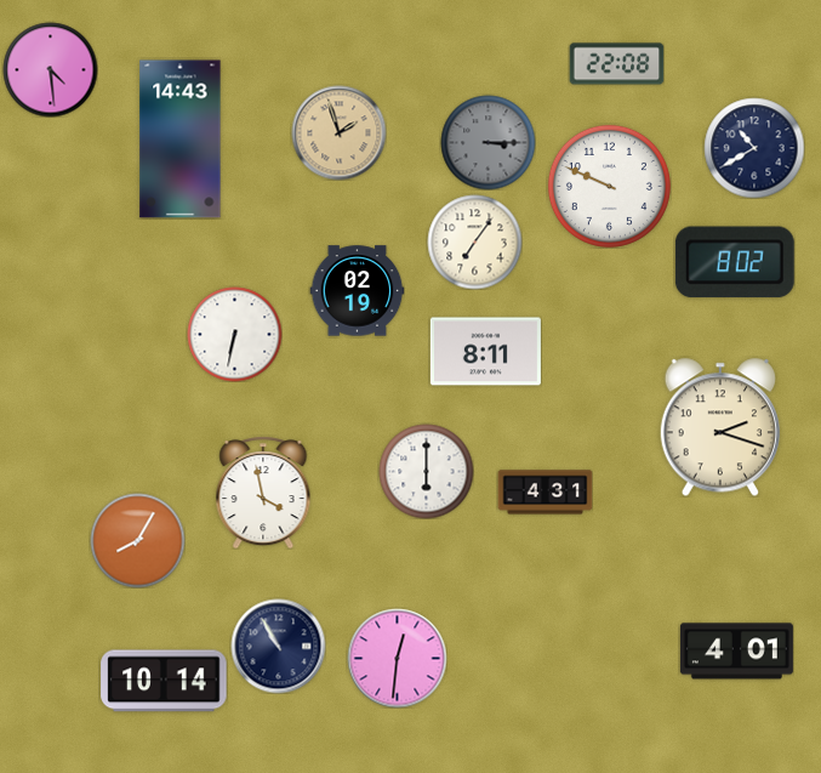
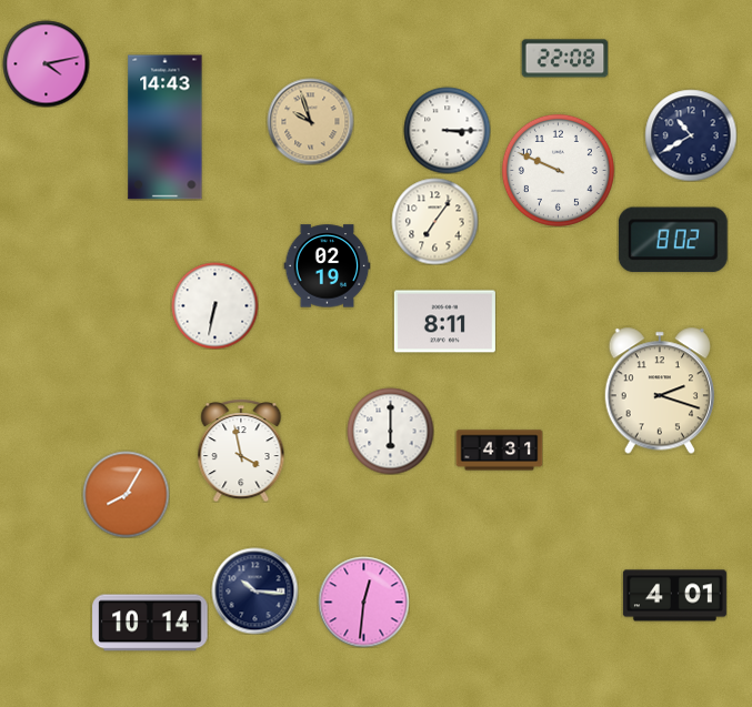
clock at (50, 69): 4:29 -> 4:13
clock at (338, 132): 1:57 -> 9:57
clock at (488, 142) dial: grey -> white
clock at (278, 646): 10:55 -> 10:16
